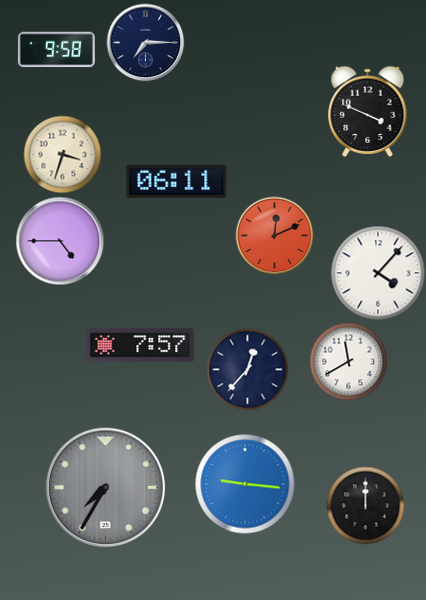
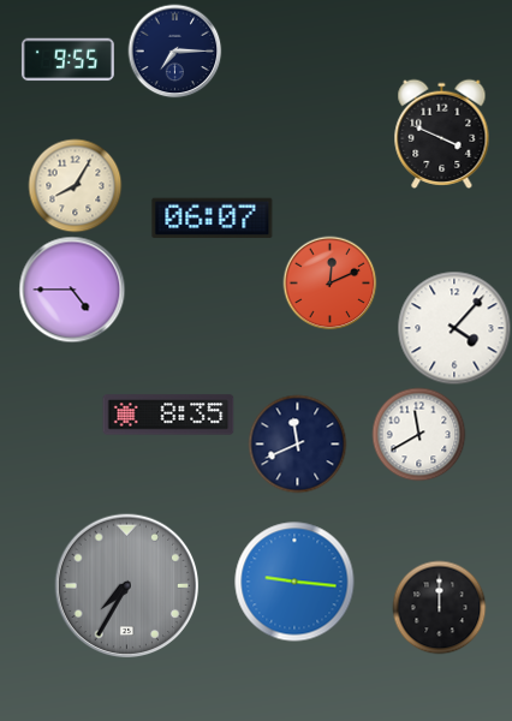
clock at (56, 50): 9:58 -> 9:55
clock at (62, 154): 3:33 -> 8:05
clock at (177, 182): 06:11 -> 06:07
clock at (140, 345): 7:57 -> 8:35
clock at (247, 369): 12:37 -> 11:41
